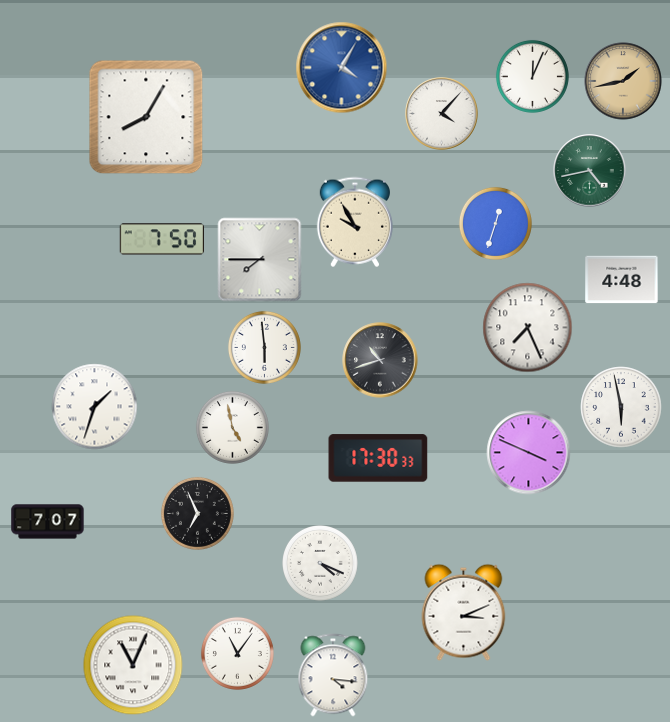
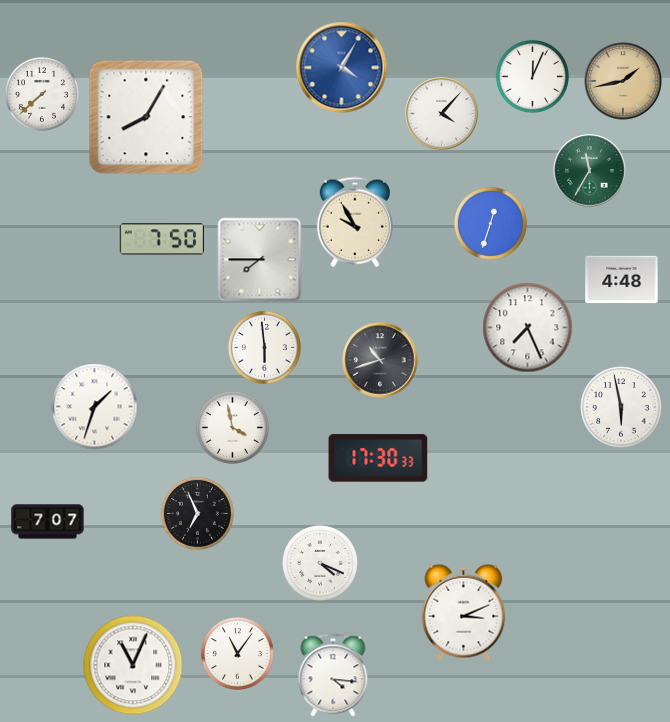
clock at (42, 94): none -> 7:38
clock at (590, 171): 4:43 -> 11:35
clock at (495, 223) position: (495, 223) -> (490, 223)
clock at (232, 427): 4:58 -> 3:58
clock at (529, 453): 3:49 -> none
